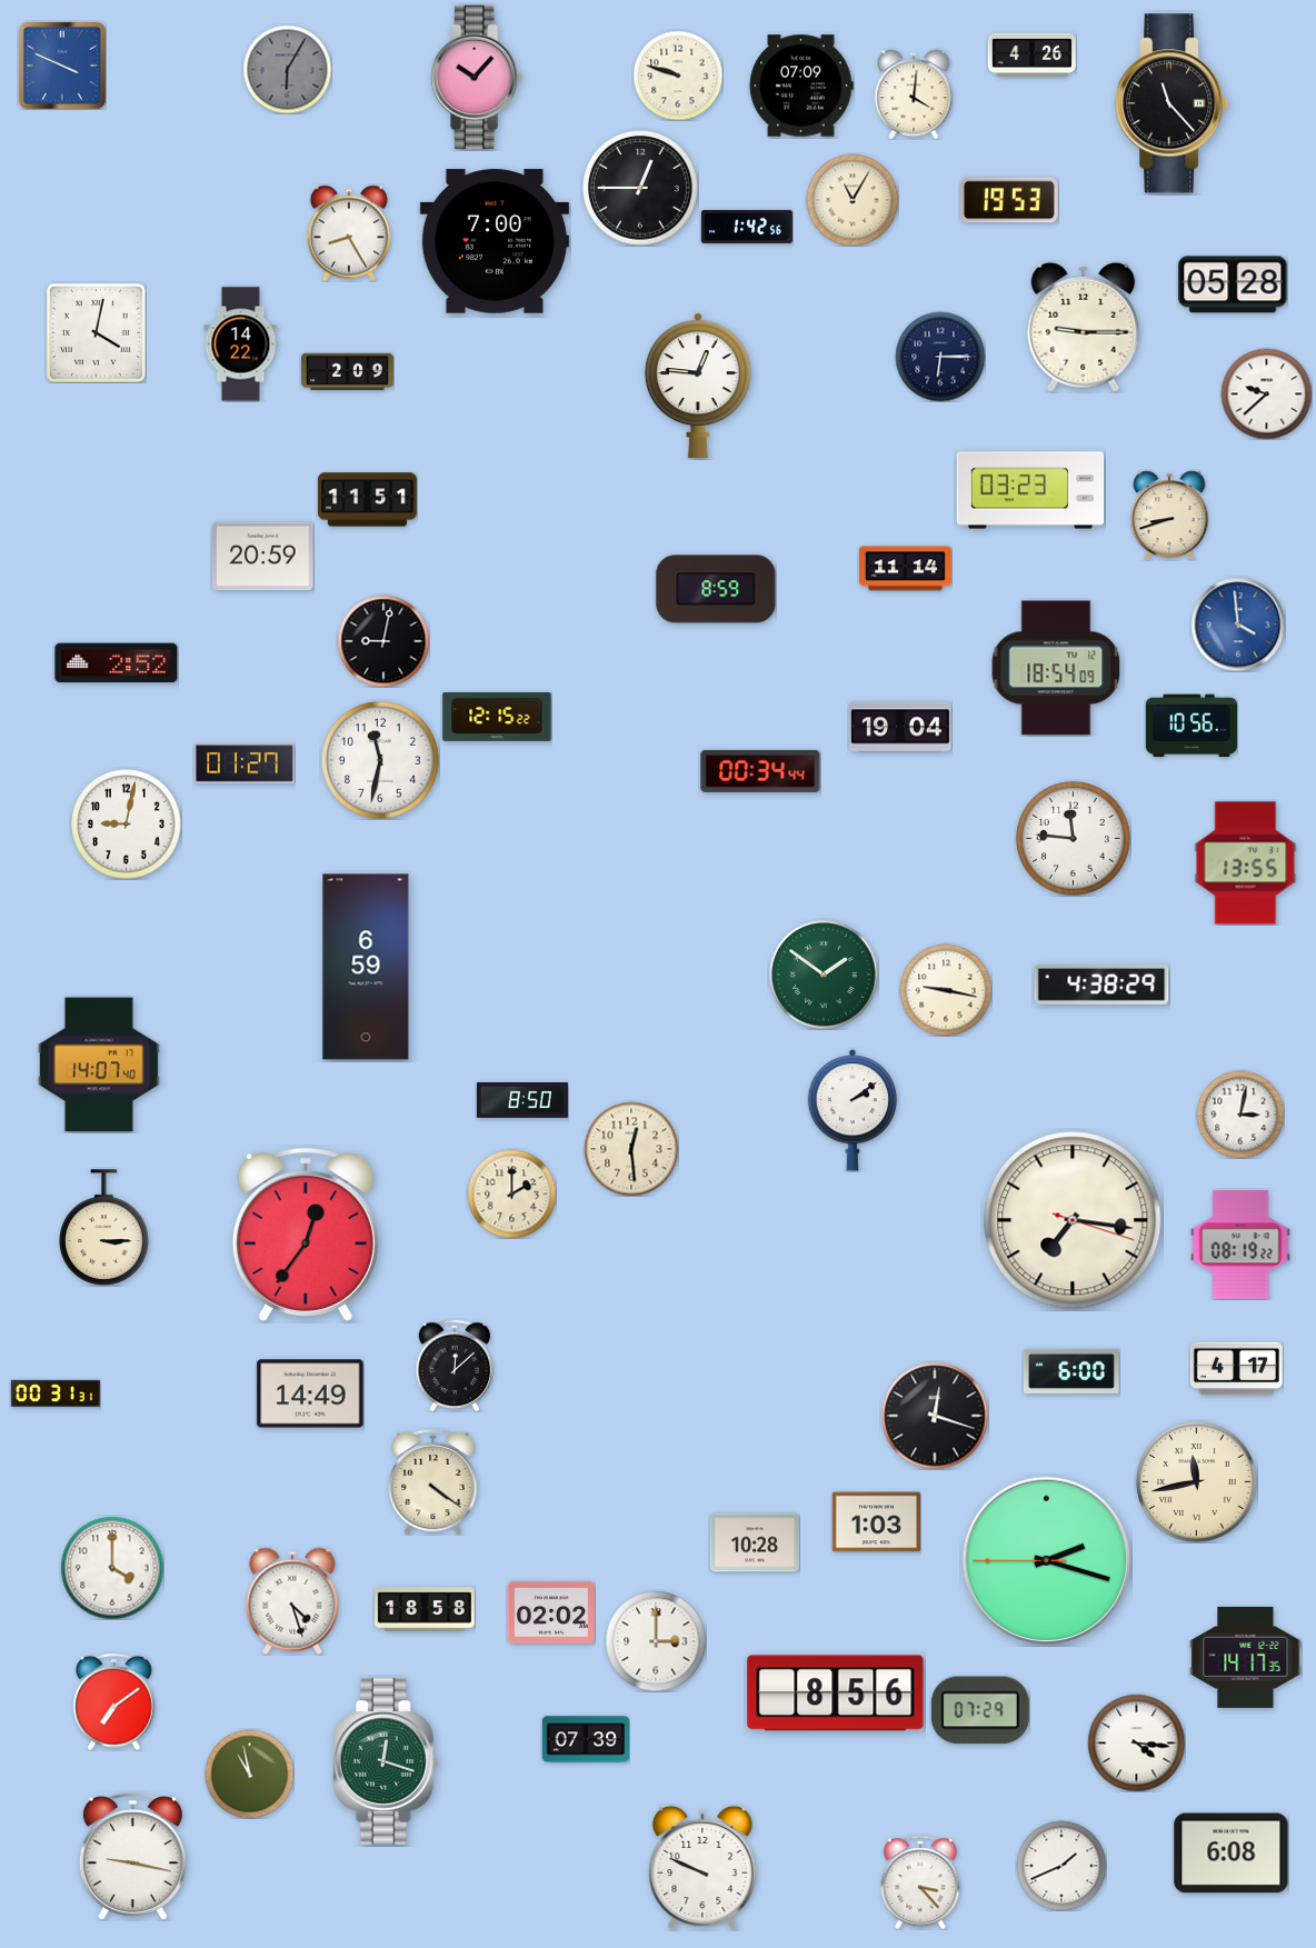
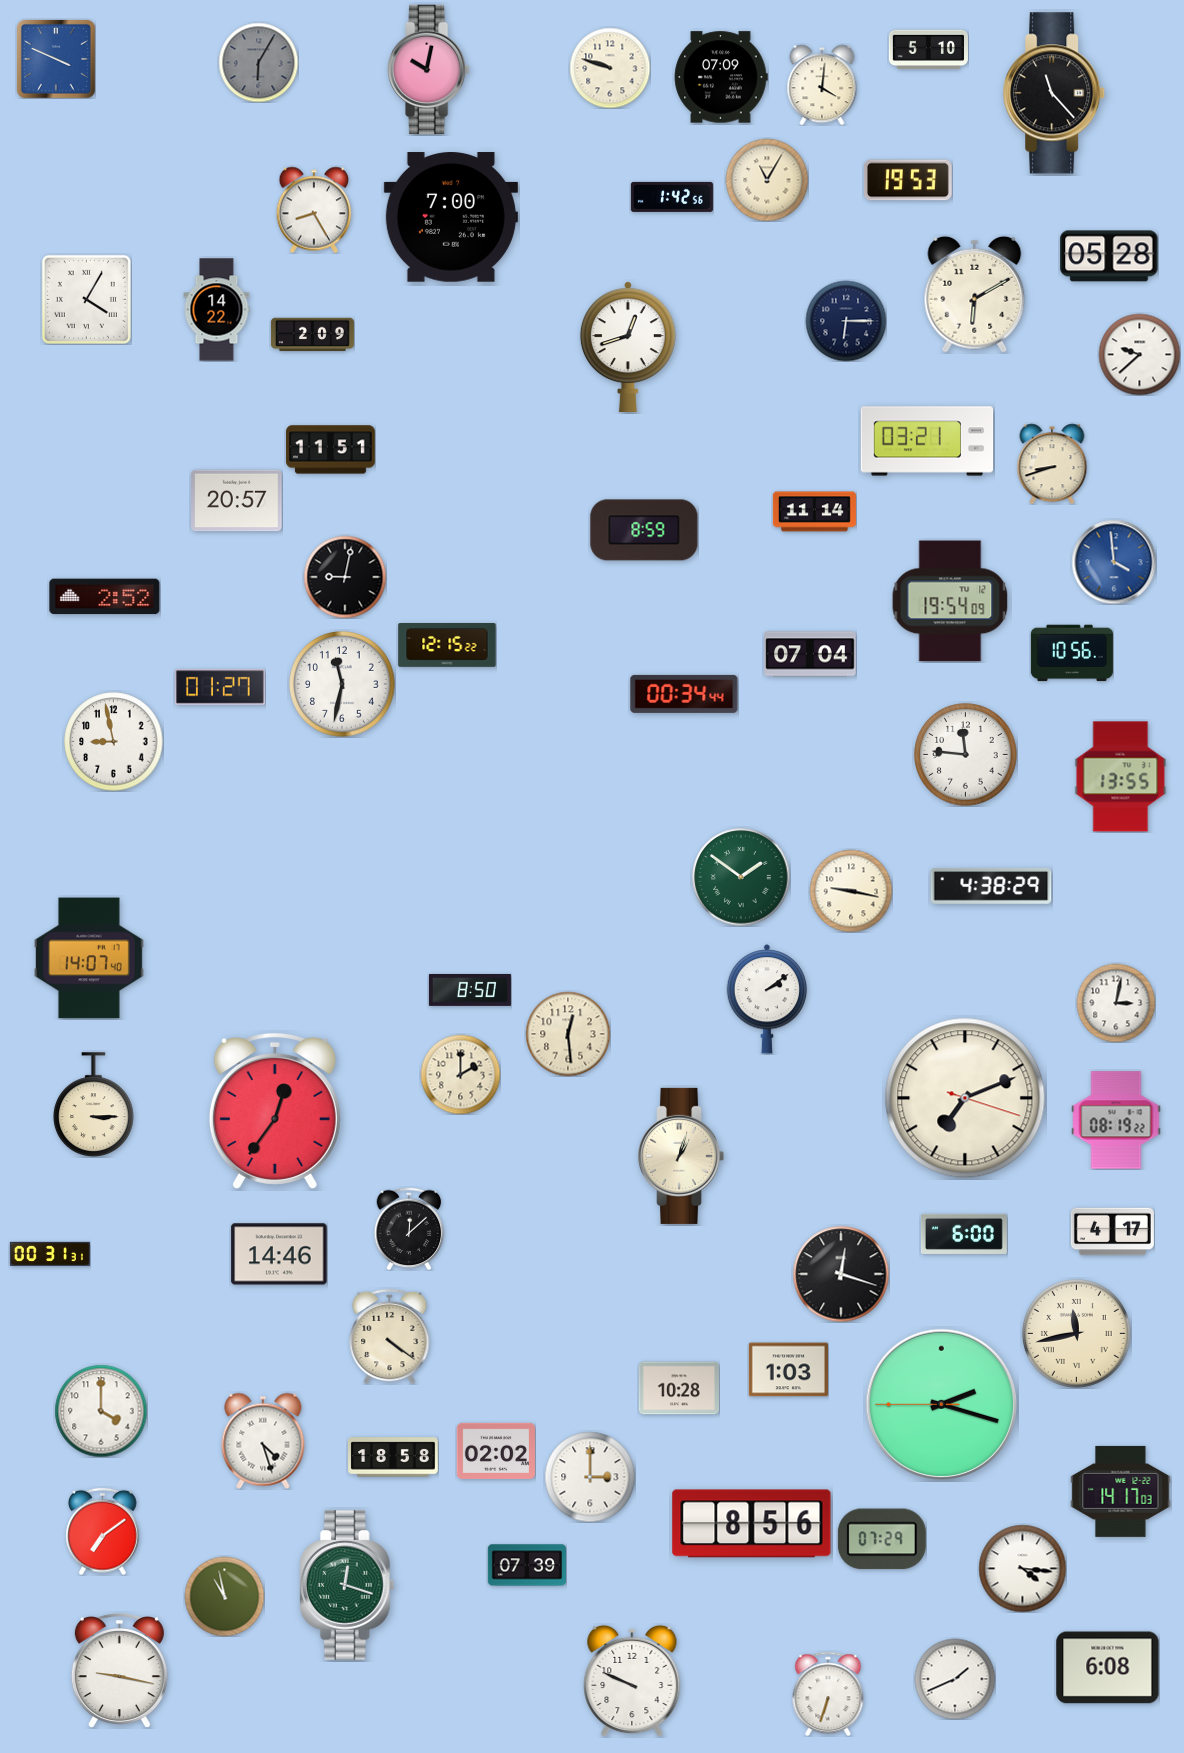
clock at (1031, 56): 4:26 -> 5:10
clock at (477, 78): 10:07 -> 10:02
clock at (640, 188): 12:45 -> none
clock at (747, 227) position: (747, 227) -> (672, 197)
clock at (495, 241) position: (495, 241) -> (451, 217)
clock at (1084, 327): 9:15 -> 6:10
clock at (96, 332): 4:02 -> 4:05
clock at (698, 384): 12:46 -> 12:42
clock at (1030, 490): 03:23 -> 03:21
clock at (263, 557): 20:59 -> 20:57
clock at (1056, 668): 18:54 -> 19:54
clock at (900, 727): 19:04 -> 07:04
clock at (127, 825): 9:02 -> 8:58
clock at (366, 967): 6:59 -> none
clock at (1073, 1220): 7:16 -> 7:11
clock at (681, 1156): none -> 1:03
clock at (310, 1393): 14:49 -> 14:46
clock at (433, 1481) position: (433, 1481) -> (390, 1336)
clock at (425, 1609) position: (425, 1609) -> (393, 1457)
clock at (1246, 1657): 14:17:35 -> 14:17:03
clock at (920, 1882): 3:23 -> 6:33
